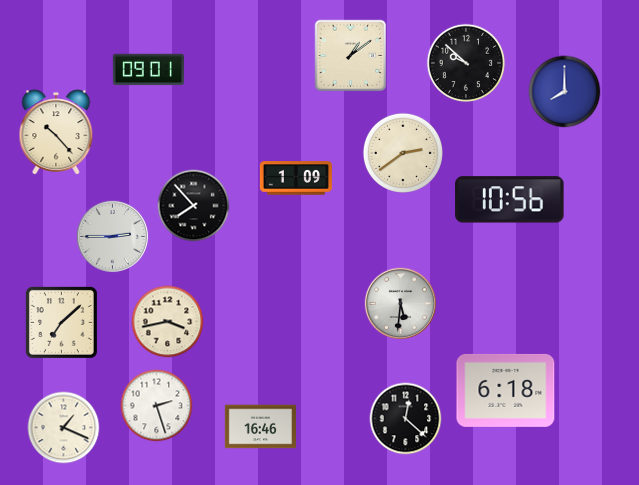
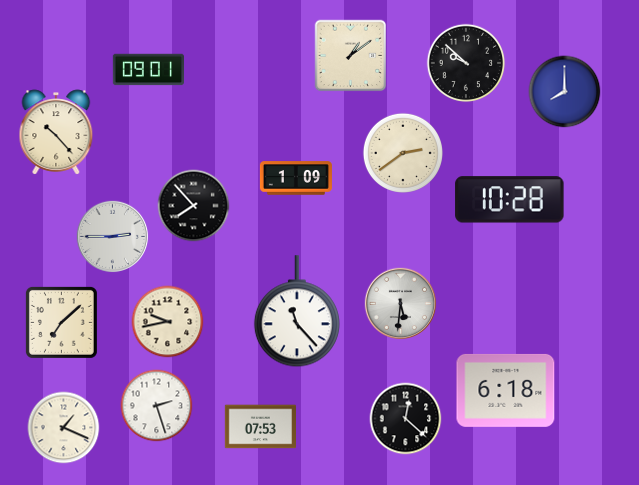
clock at (510, 200): 10:56 -> 10:28
clock at (297, 312): none -> 11:23
clock at (168, 322): 3:43 -> 9:43
clock at (260, 427): 16:46 -> 07:53
